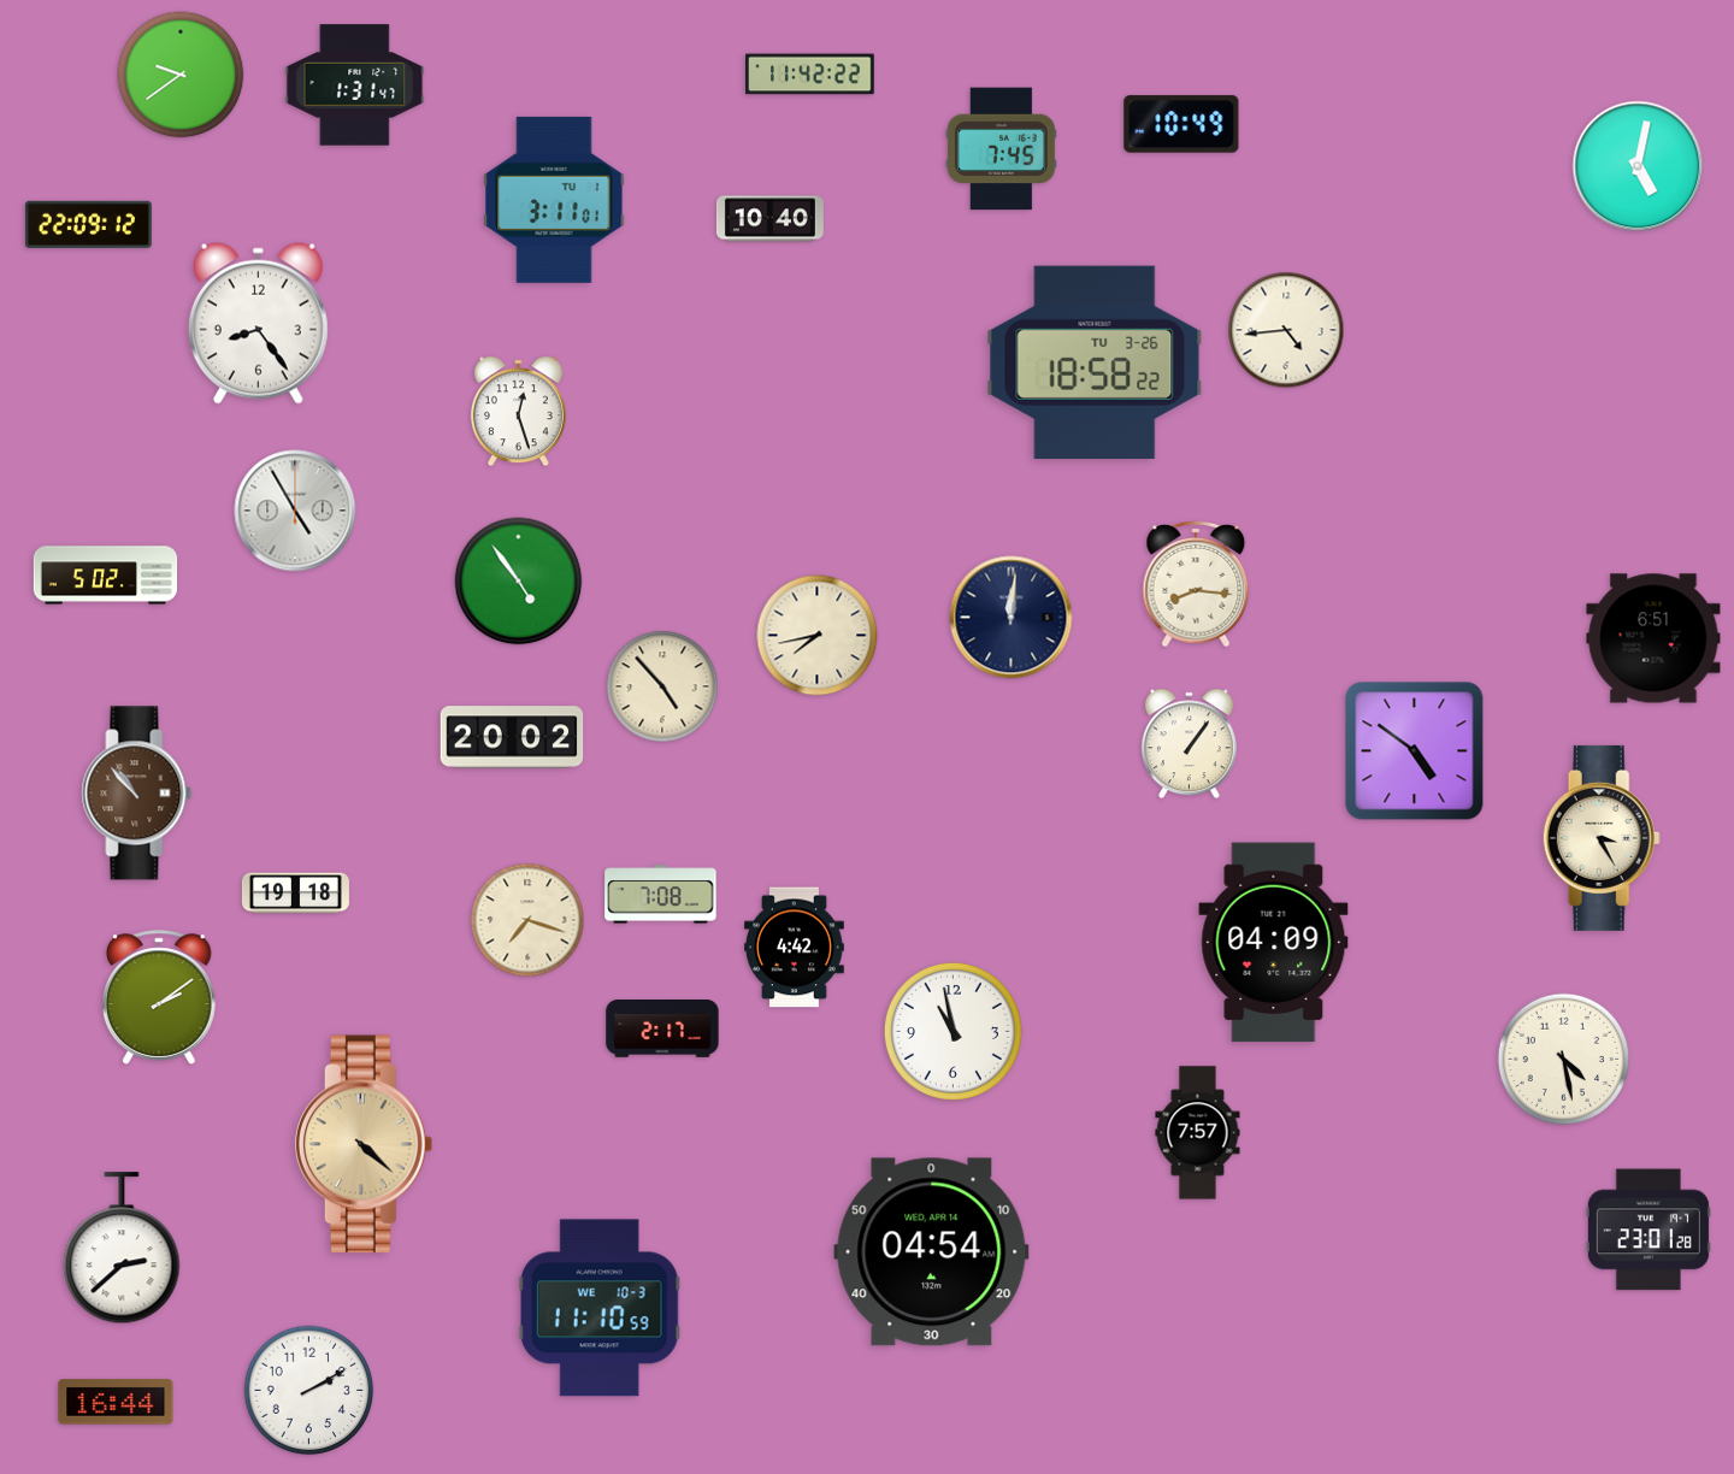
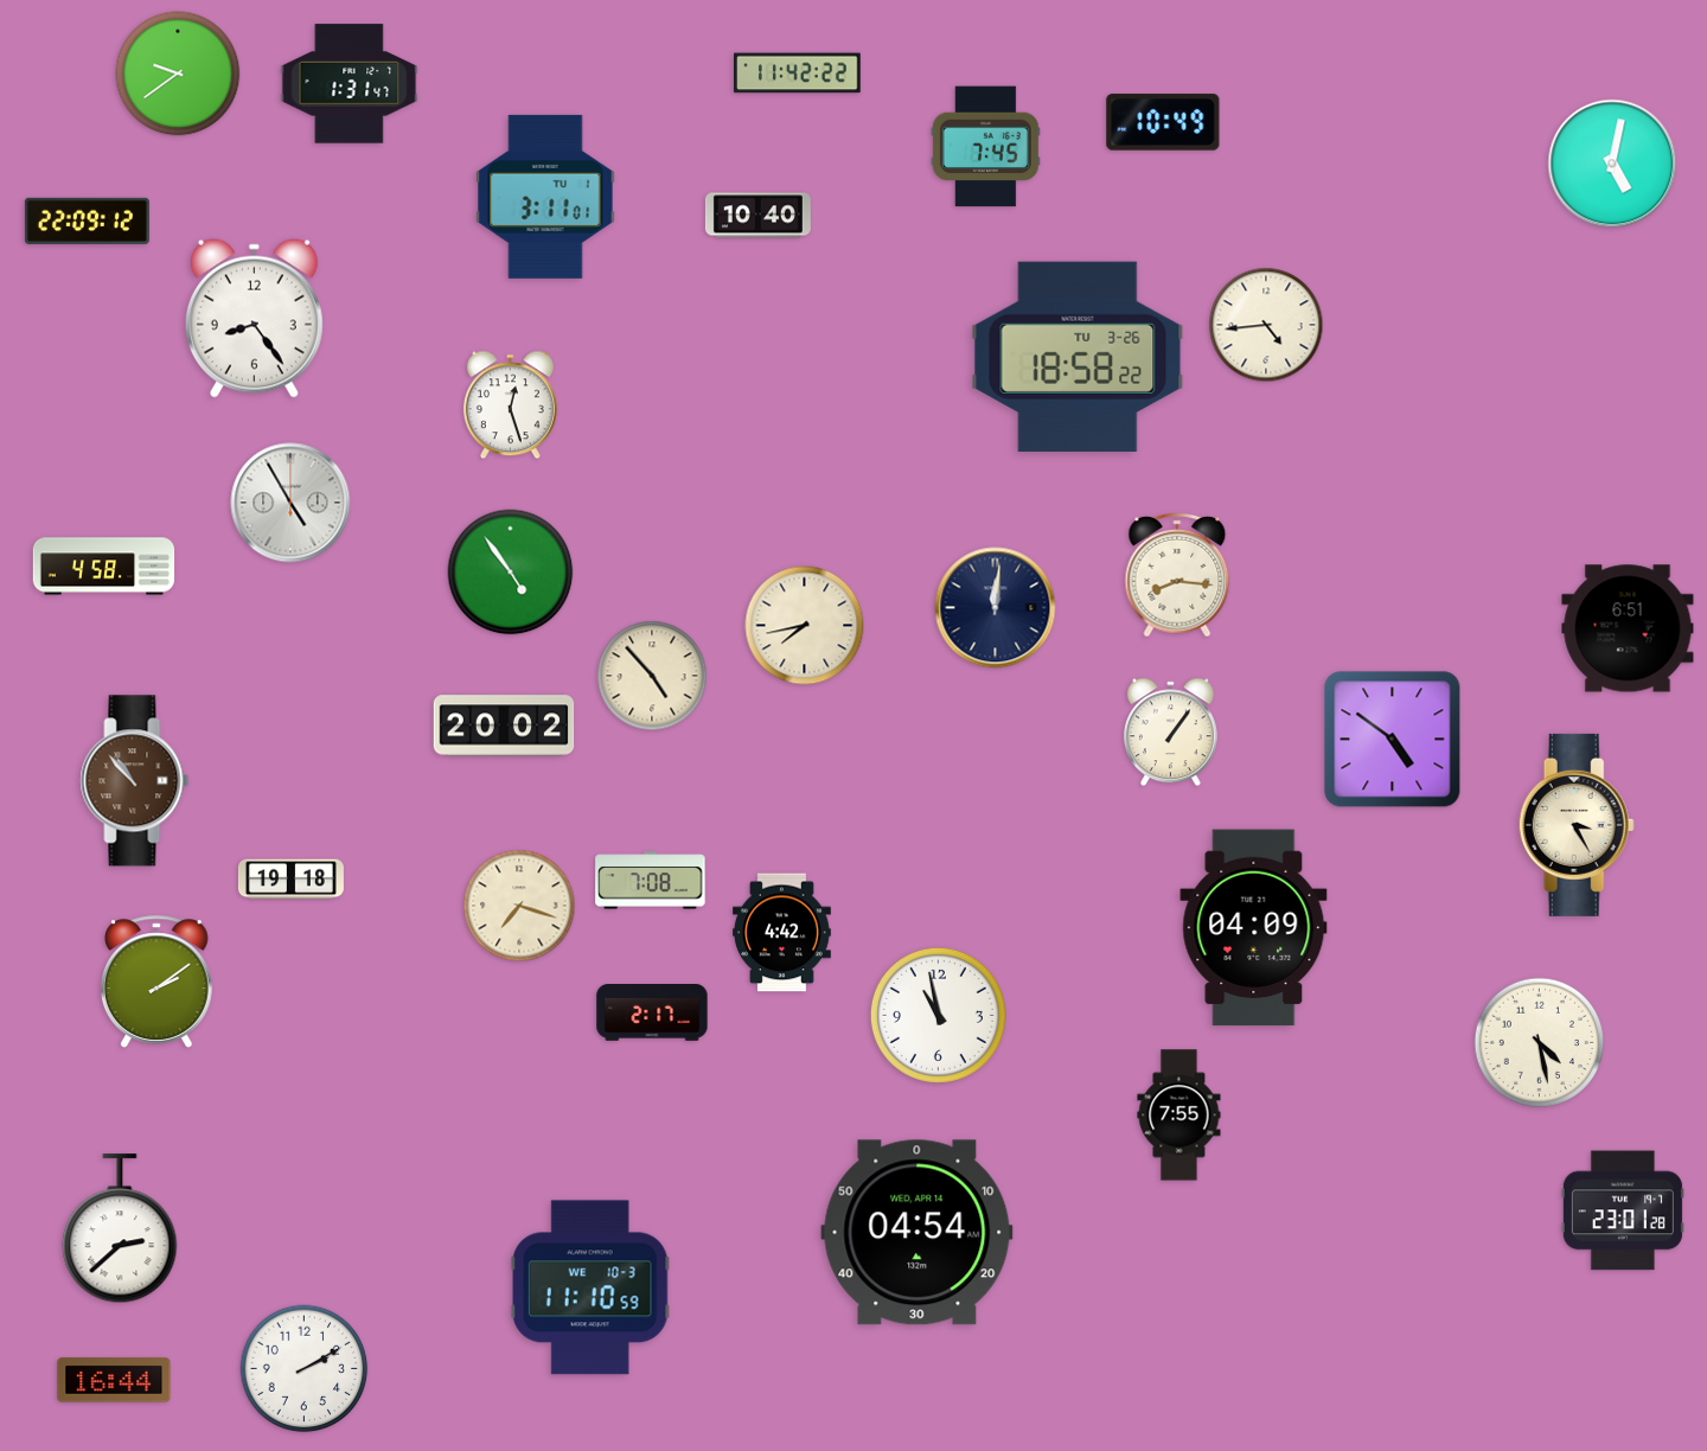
clock at (106, 576): 5:02 -> 4:58
clock at (1198, 1133): 7:57 -> 7:55
clock at (364, 1144): 4:22 -> none
